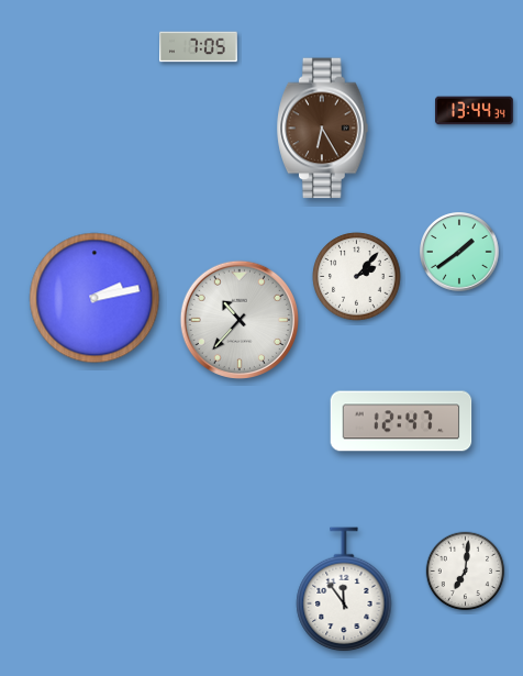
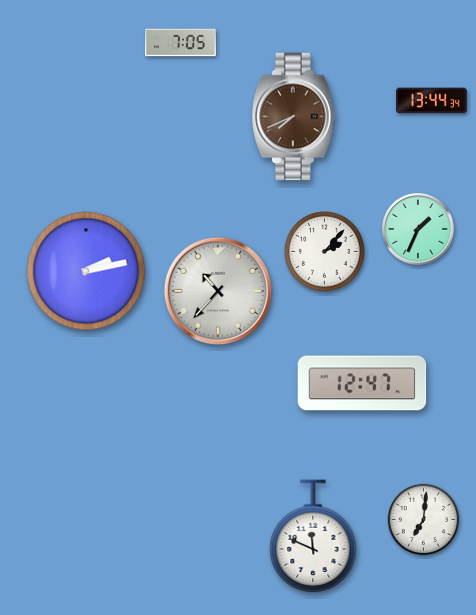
clock at (323, 129): 6:25 -> 7:41
clock at (459, 252): 1:39 -> 1:34
clock at (401, 421) position: (401, 421) -> (362, 383)
clock at (344, 590): 11:54 -> 11:49
